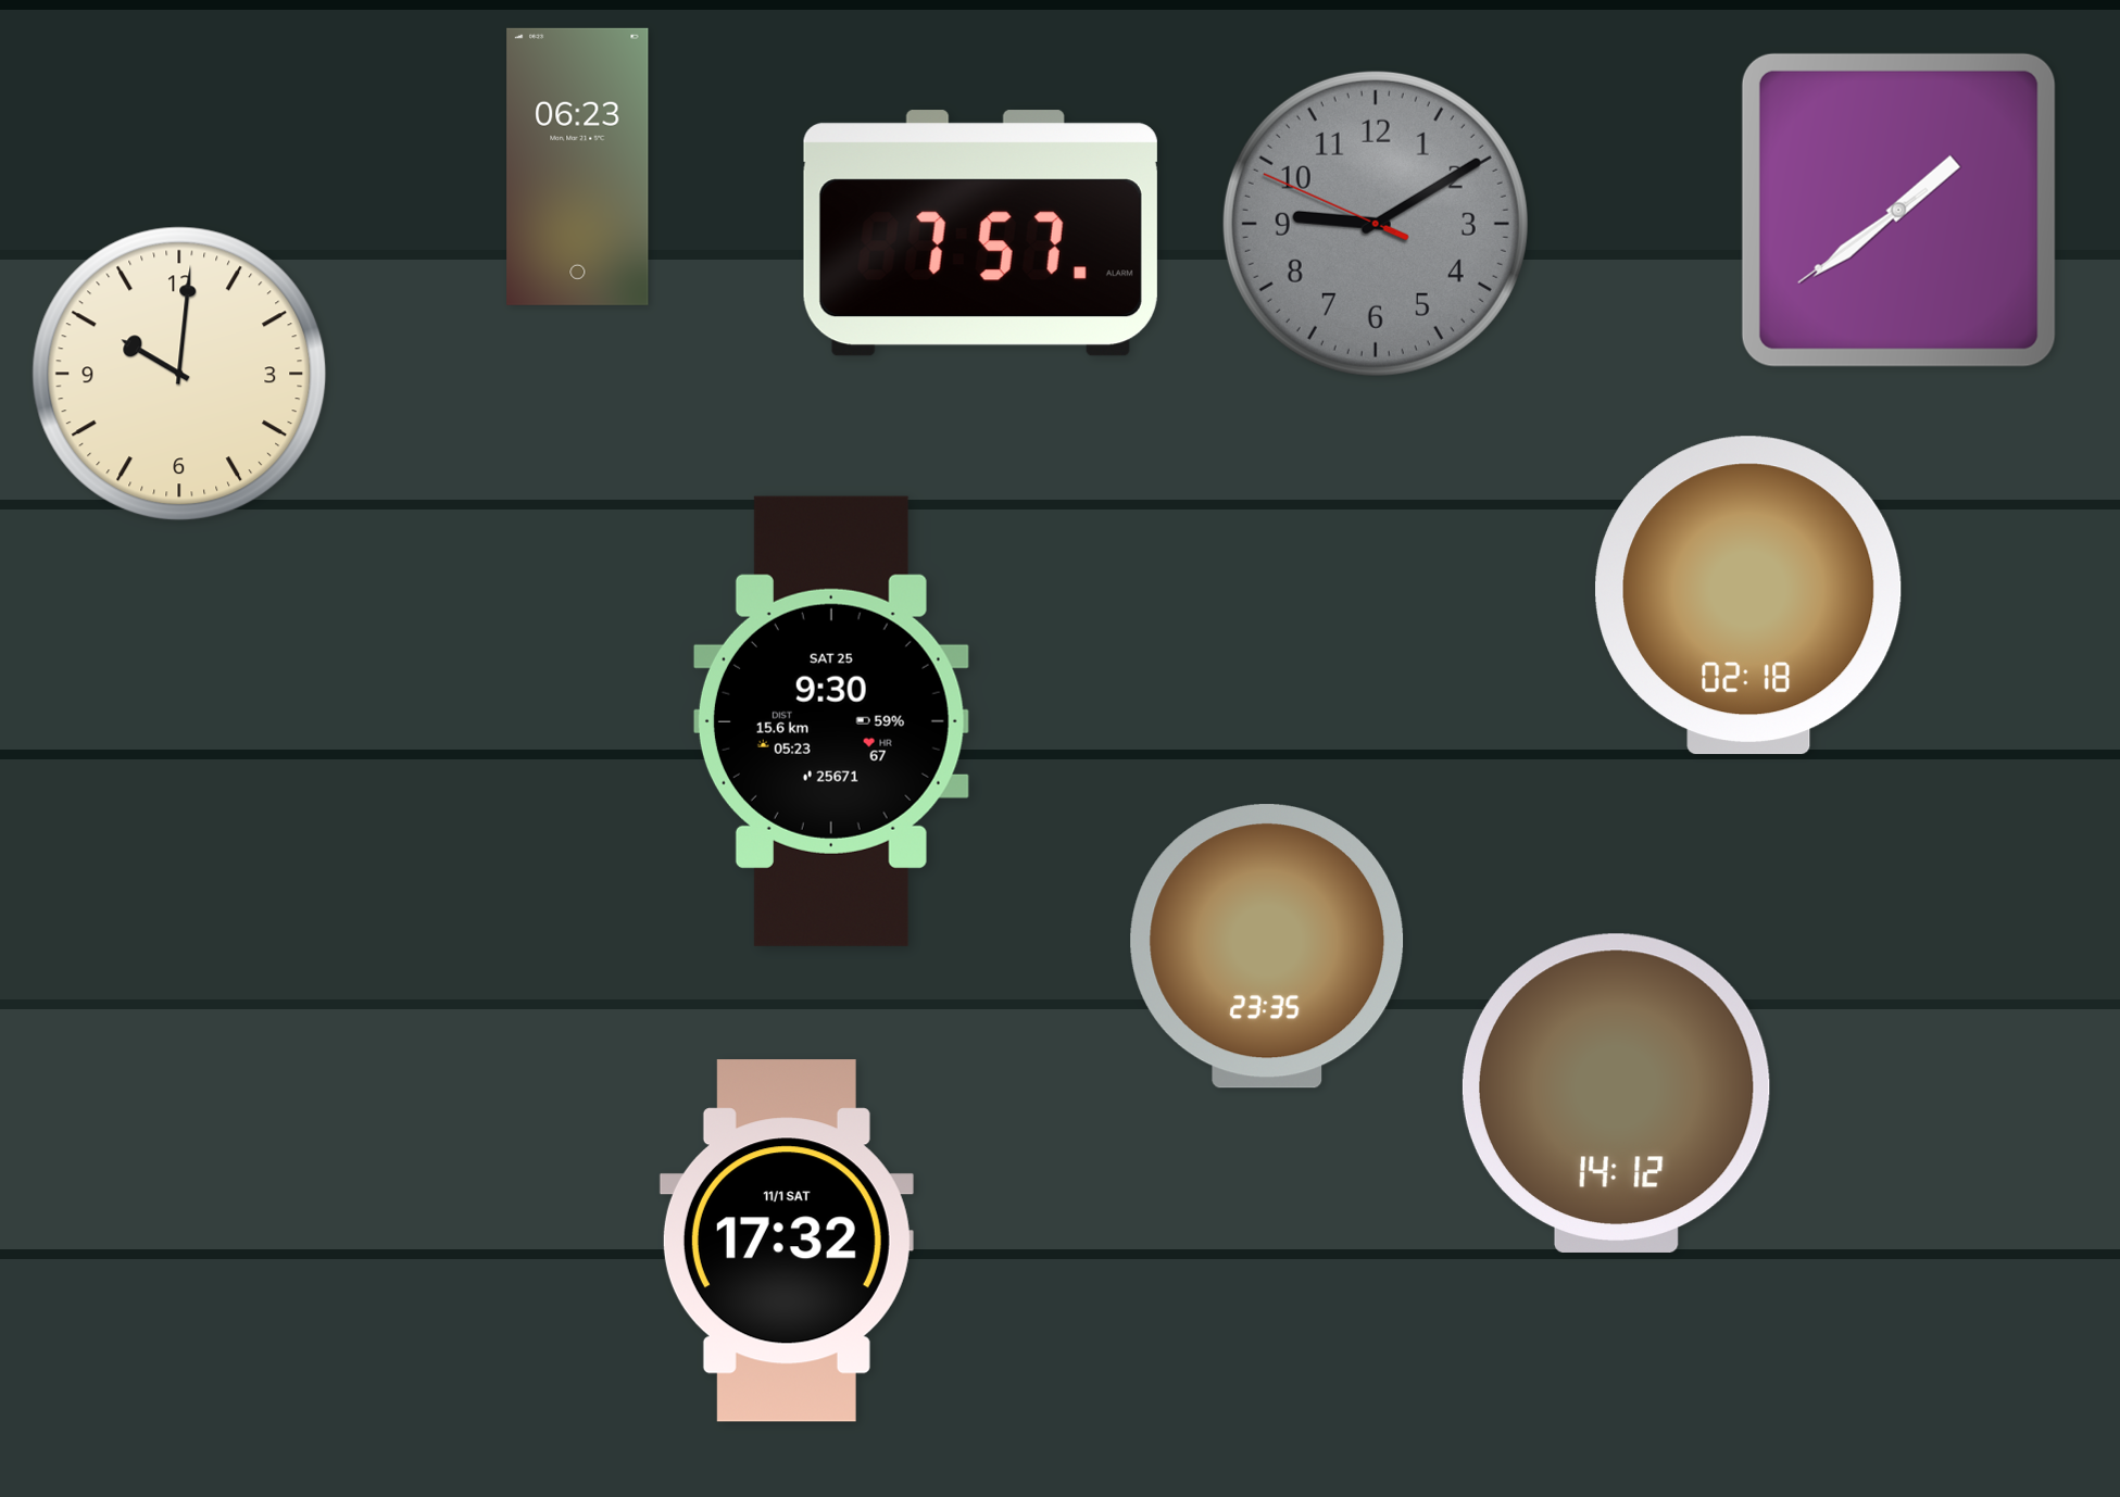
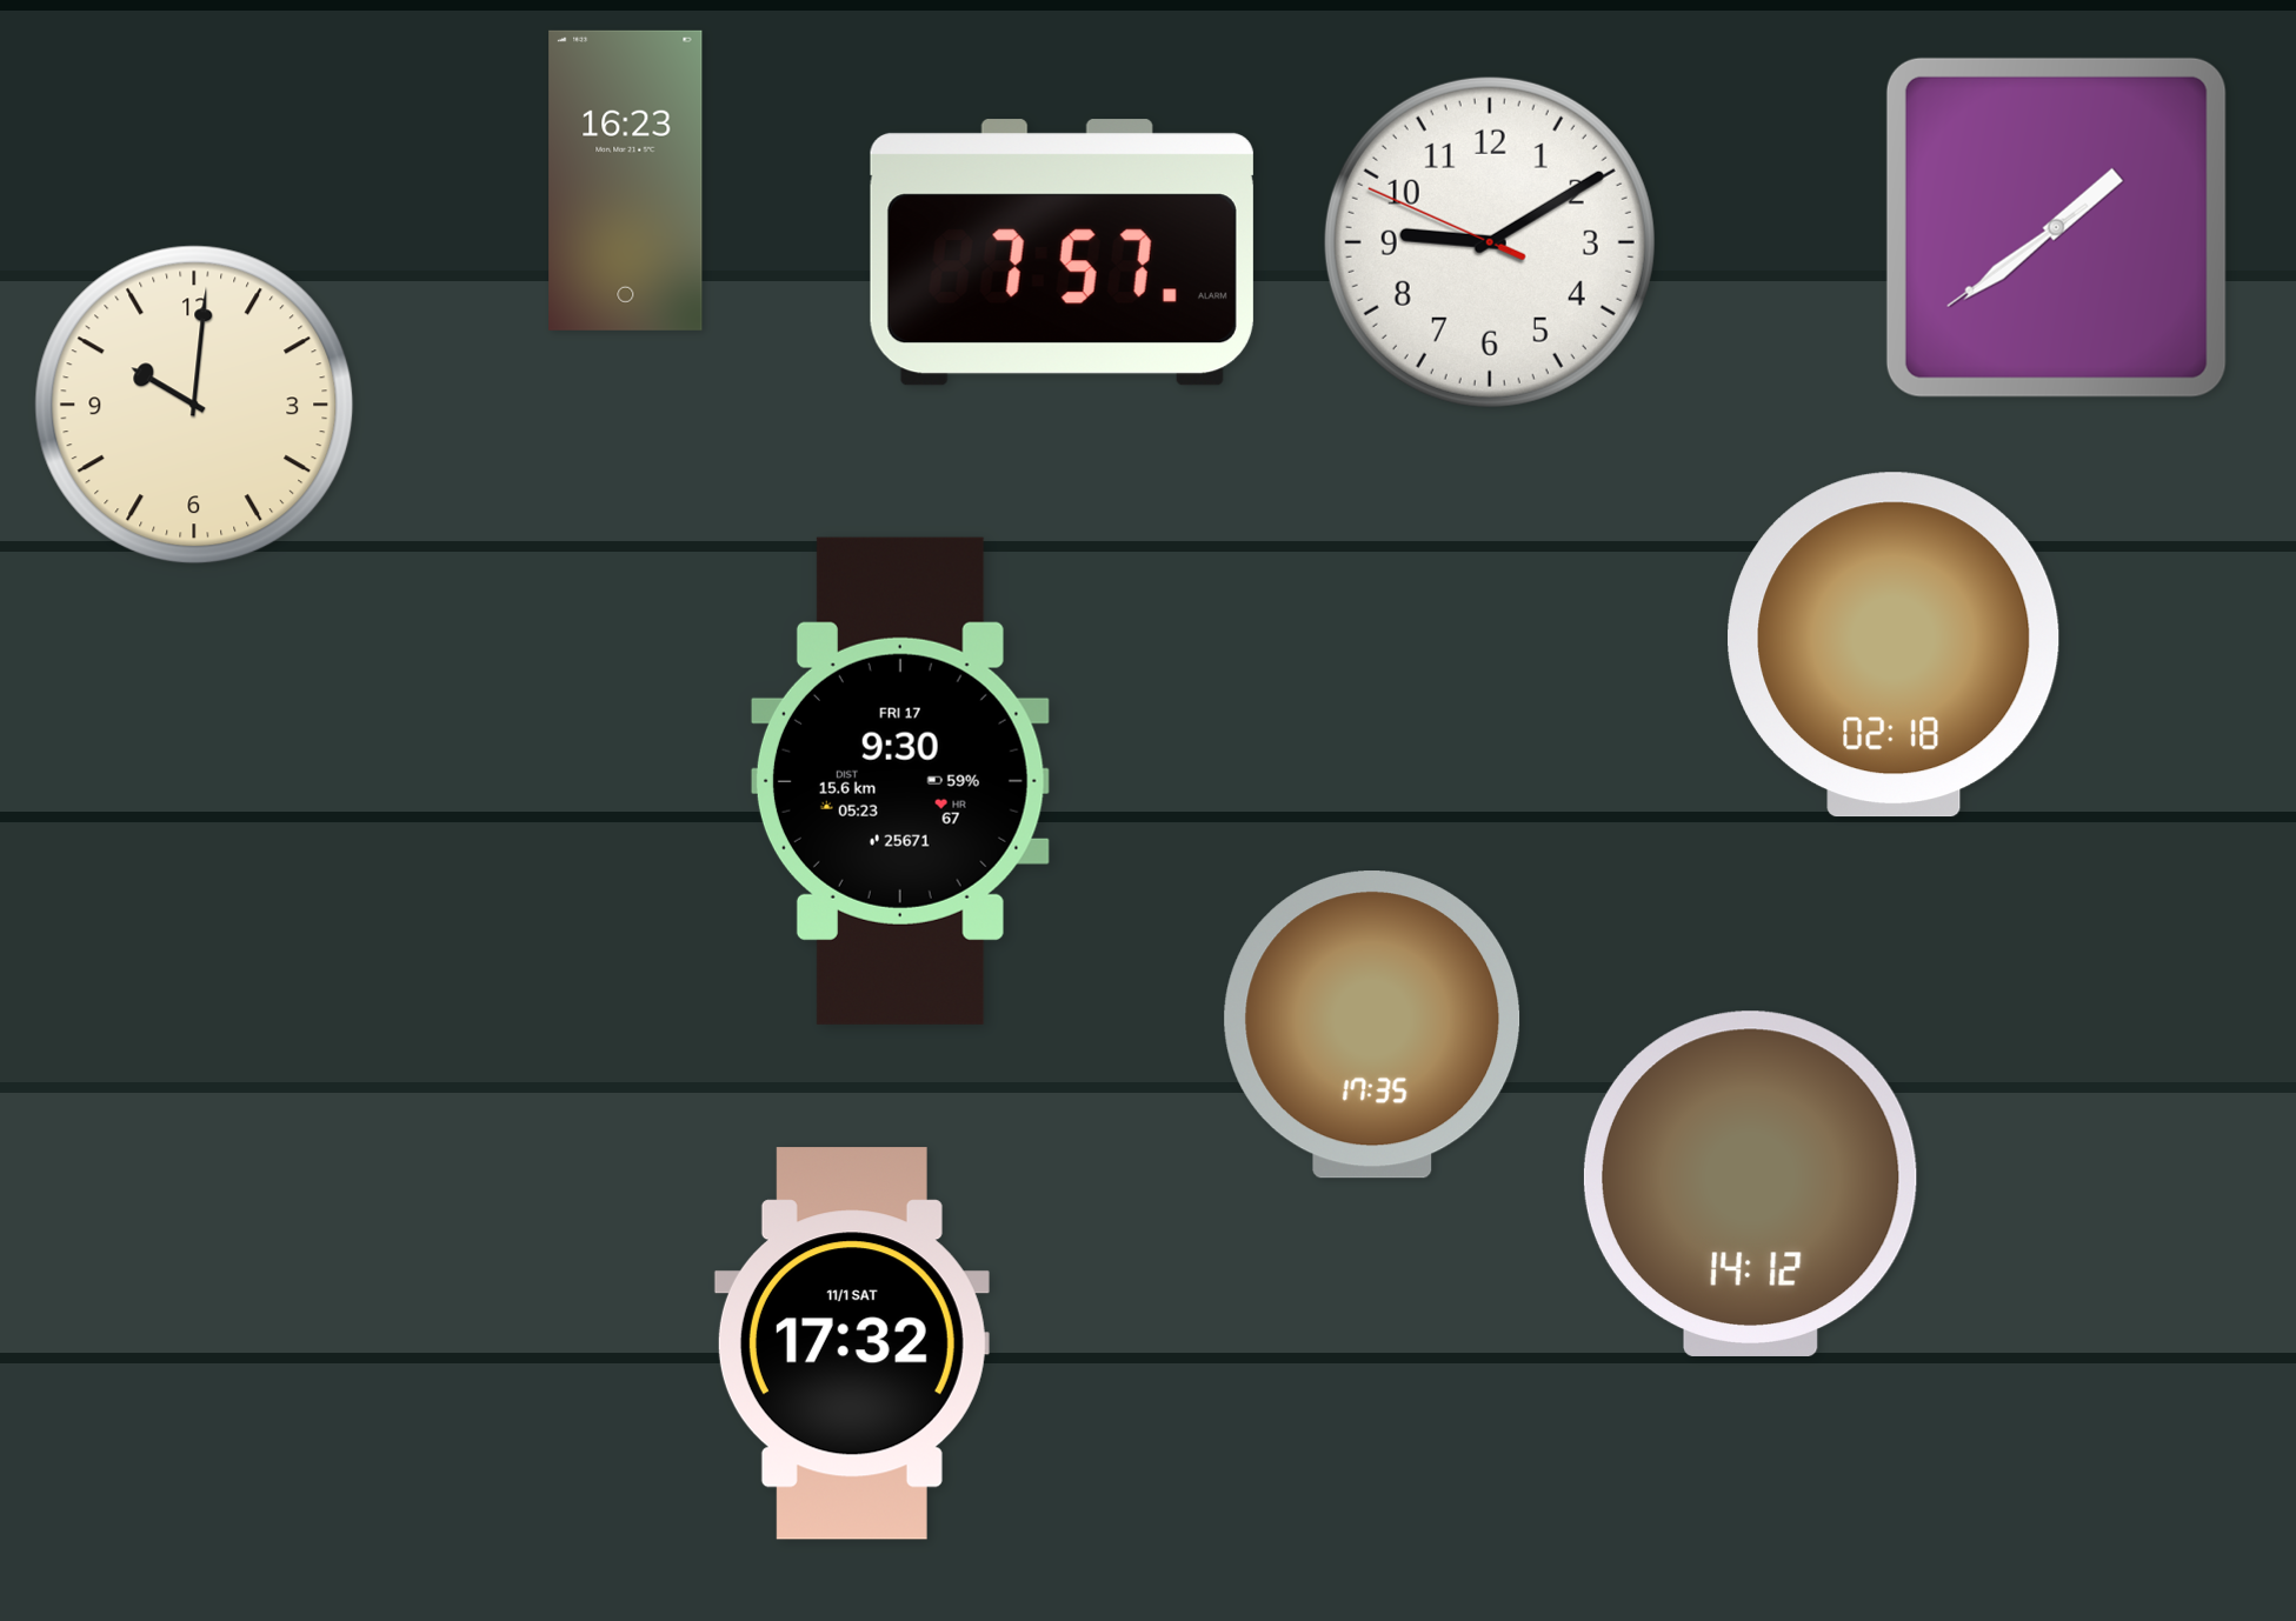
clock at (578, 166): 06:23 -> 16:23
clock at (1376, 224) dial: grey -> white
clock at (831, 721) date: SAT 25 -> FRI 17
clock at (1267, 946): 23:35 -> 17:35
